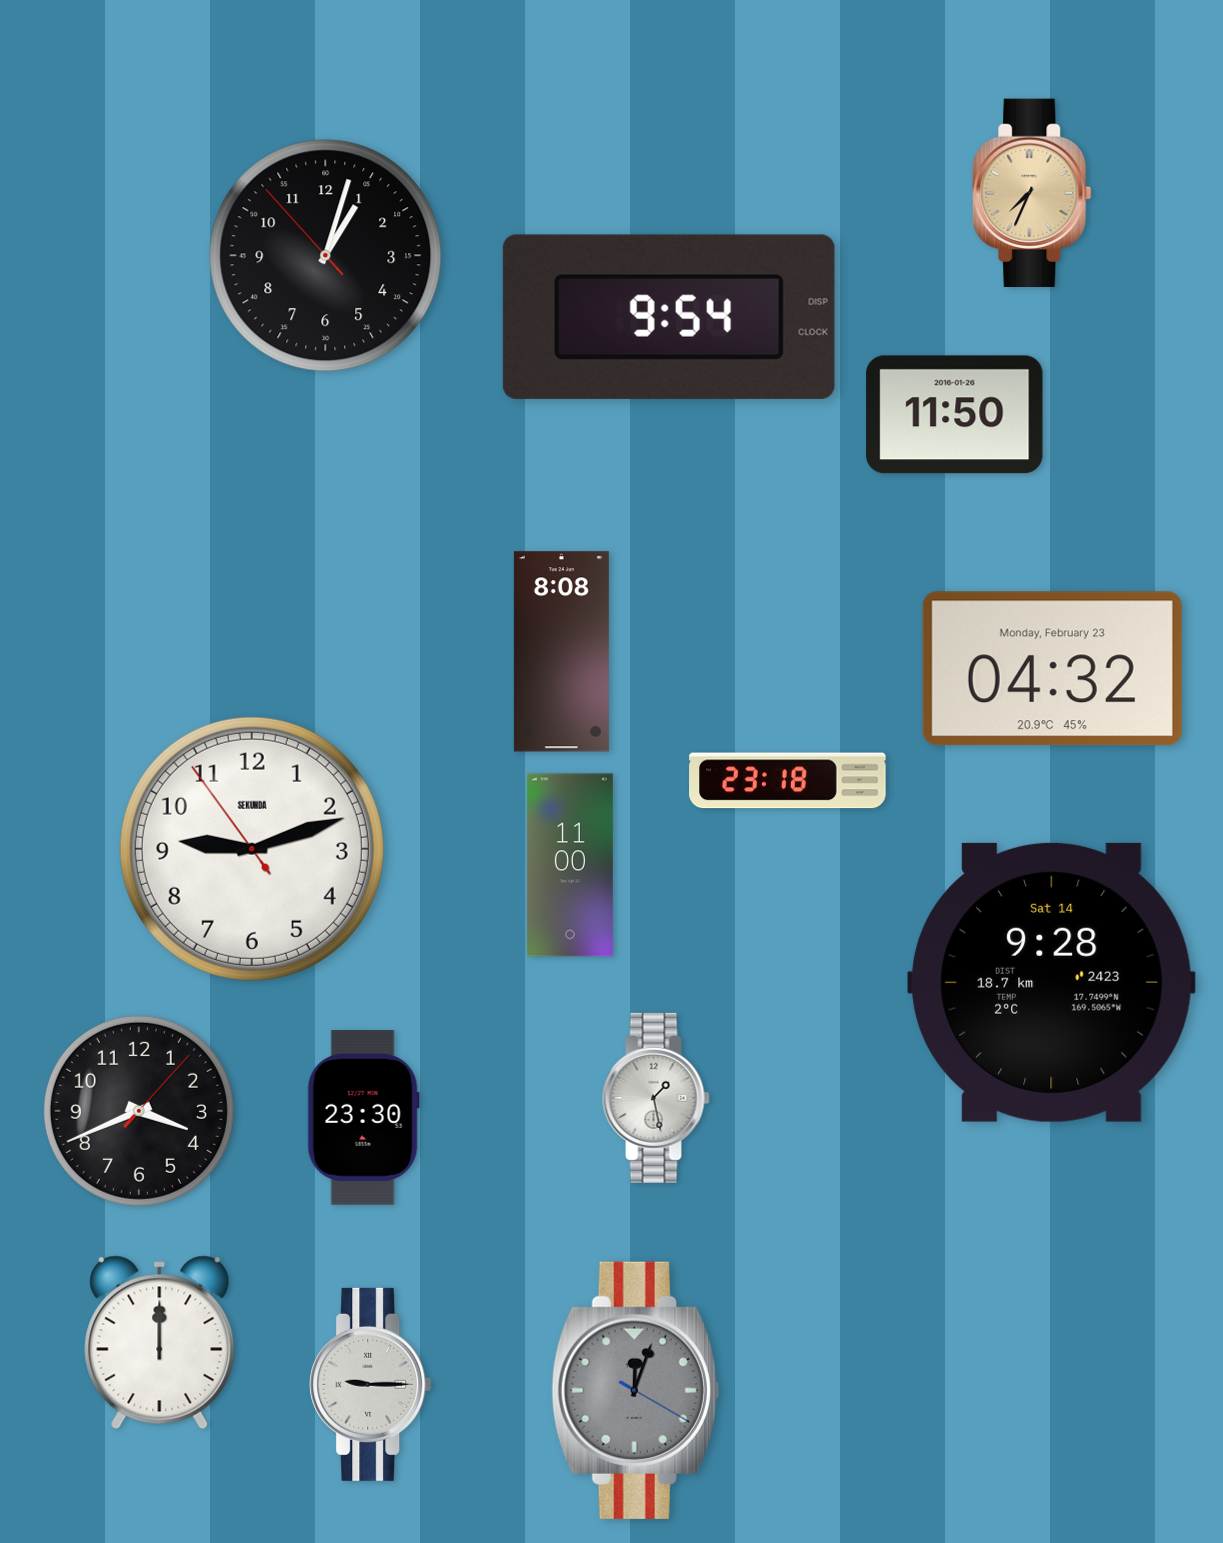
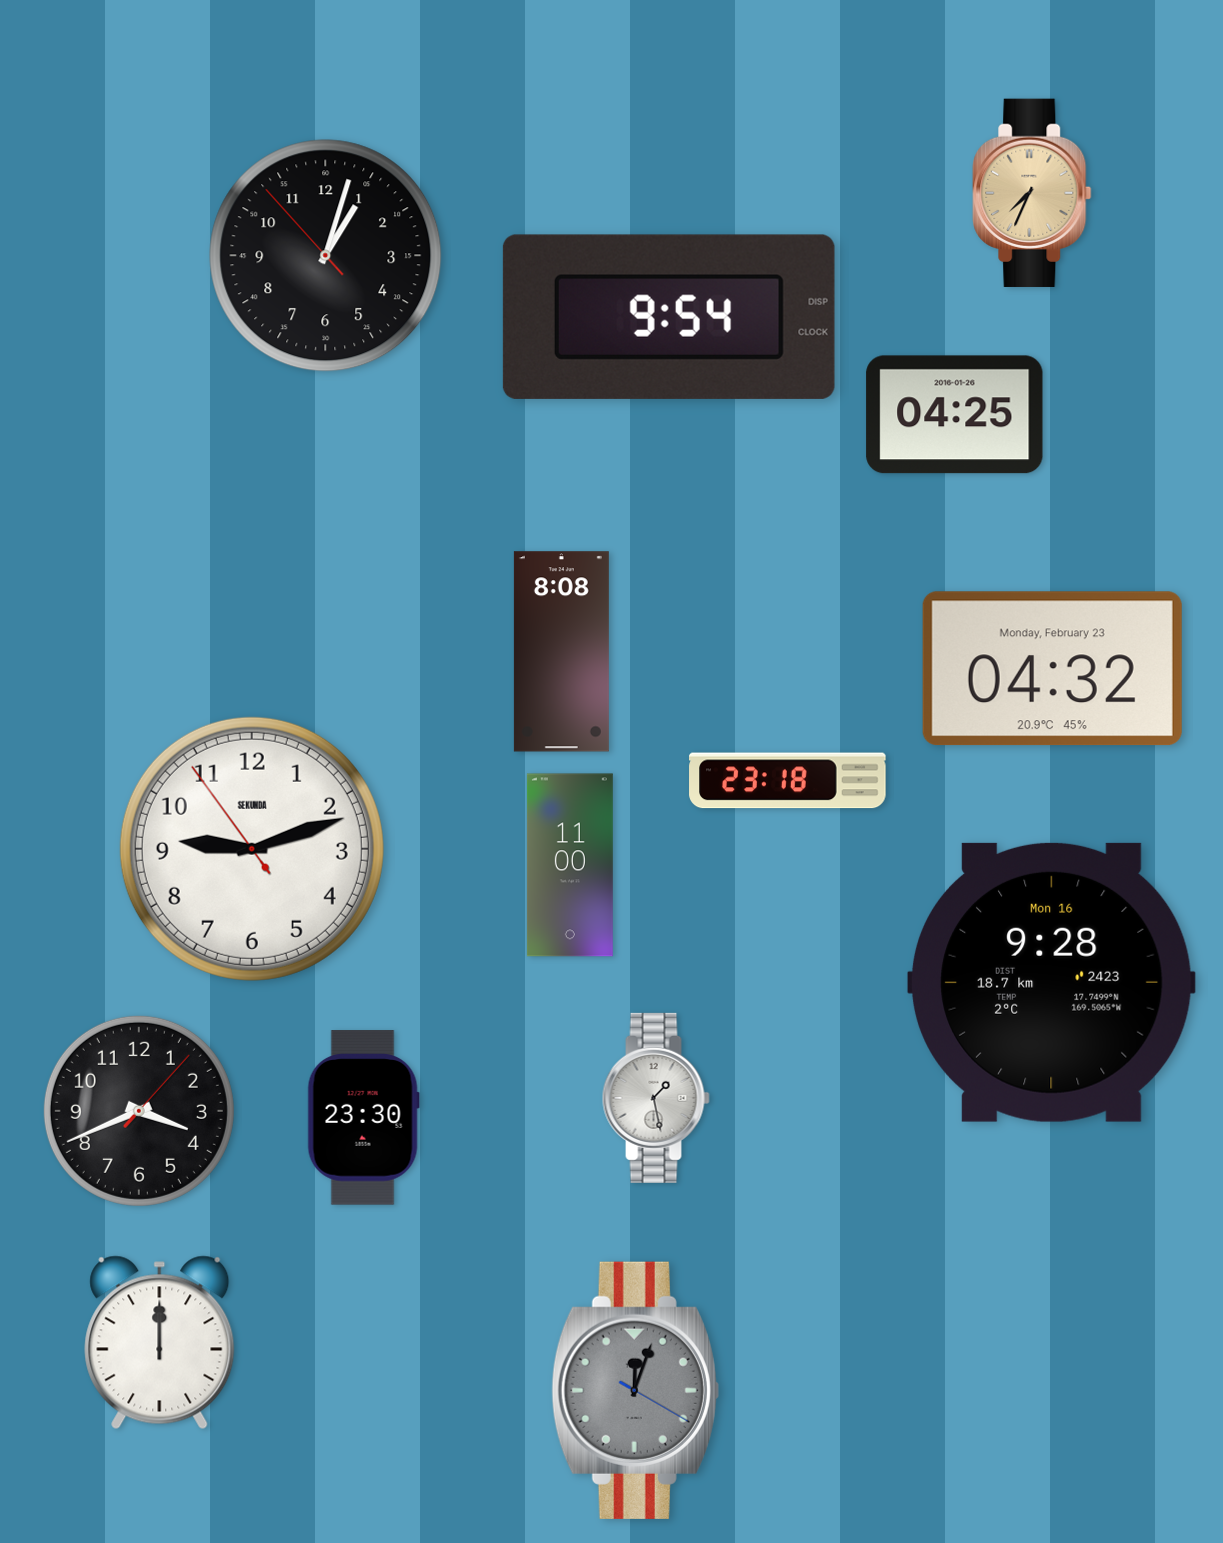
clock at (955, 415): 11:50 -> 04:25
clock at (1051, 982) date: Sat 14 -> Mon 16
clock at (371, 1384): 9:15 -> none
